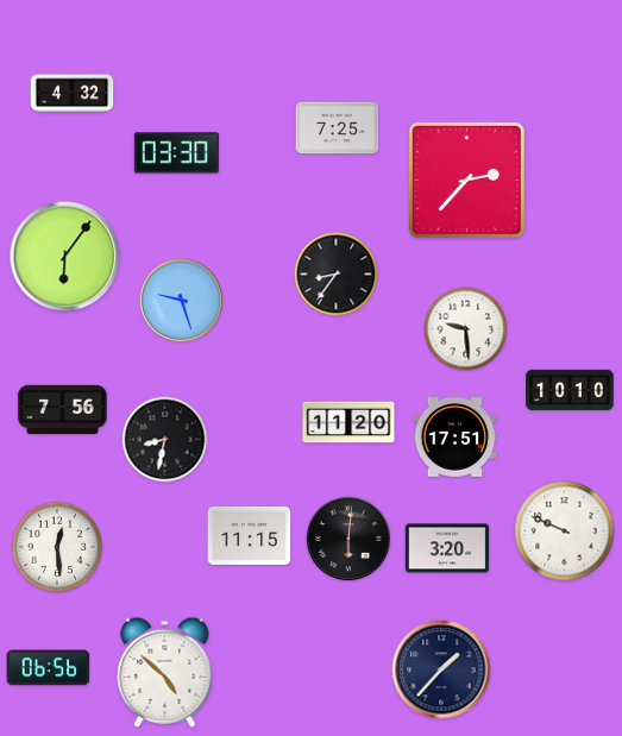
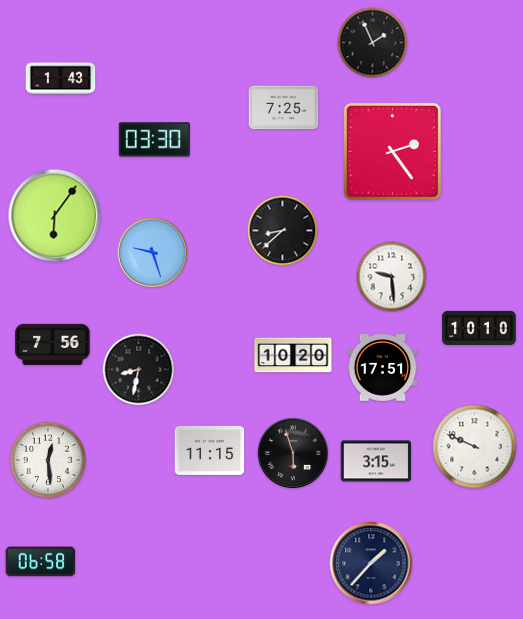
clock at (373, 43): none -> 1:56
clock at (73, 94): 4:32 -> 1:43
clock at (176, 153) position: (176, 153) -> (154, 140)
clock at (466, 180): 2:37 -> 2:24
clock at (337, 275): 8:36 -> 8:38
clock at (348, 422): 11:20 -> 10:20
clock at (348, 539): 6:01 -> 5:57
clock at (447, 548): 3:20 -> 3:15
clock at (49, 668): 06:56 -> 06:58
clock at (165, 672): 4:52 -> none
